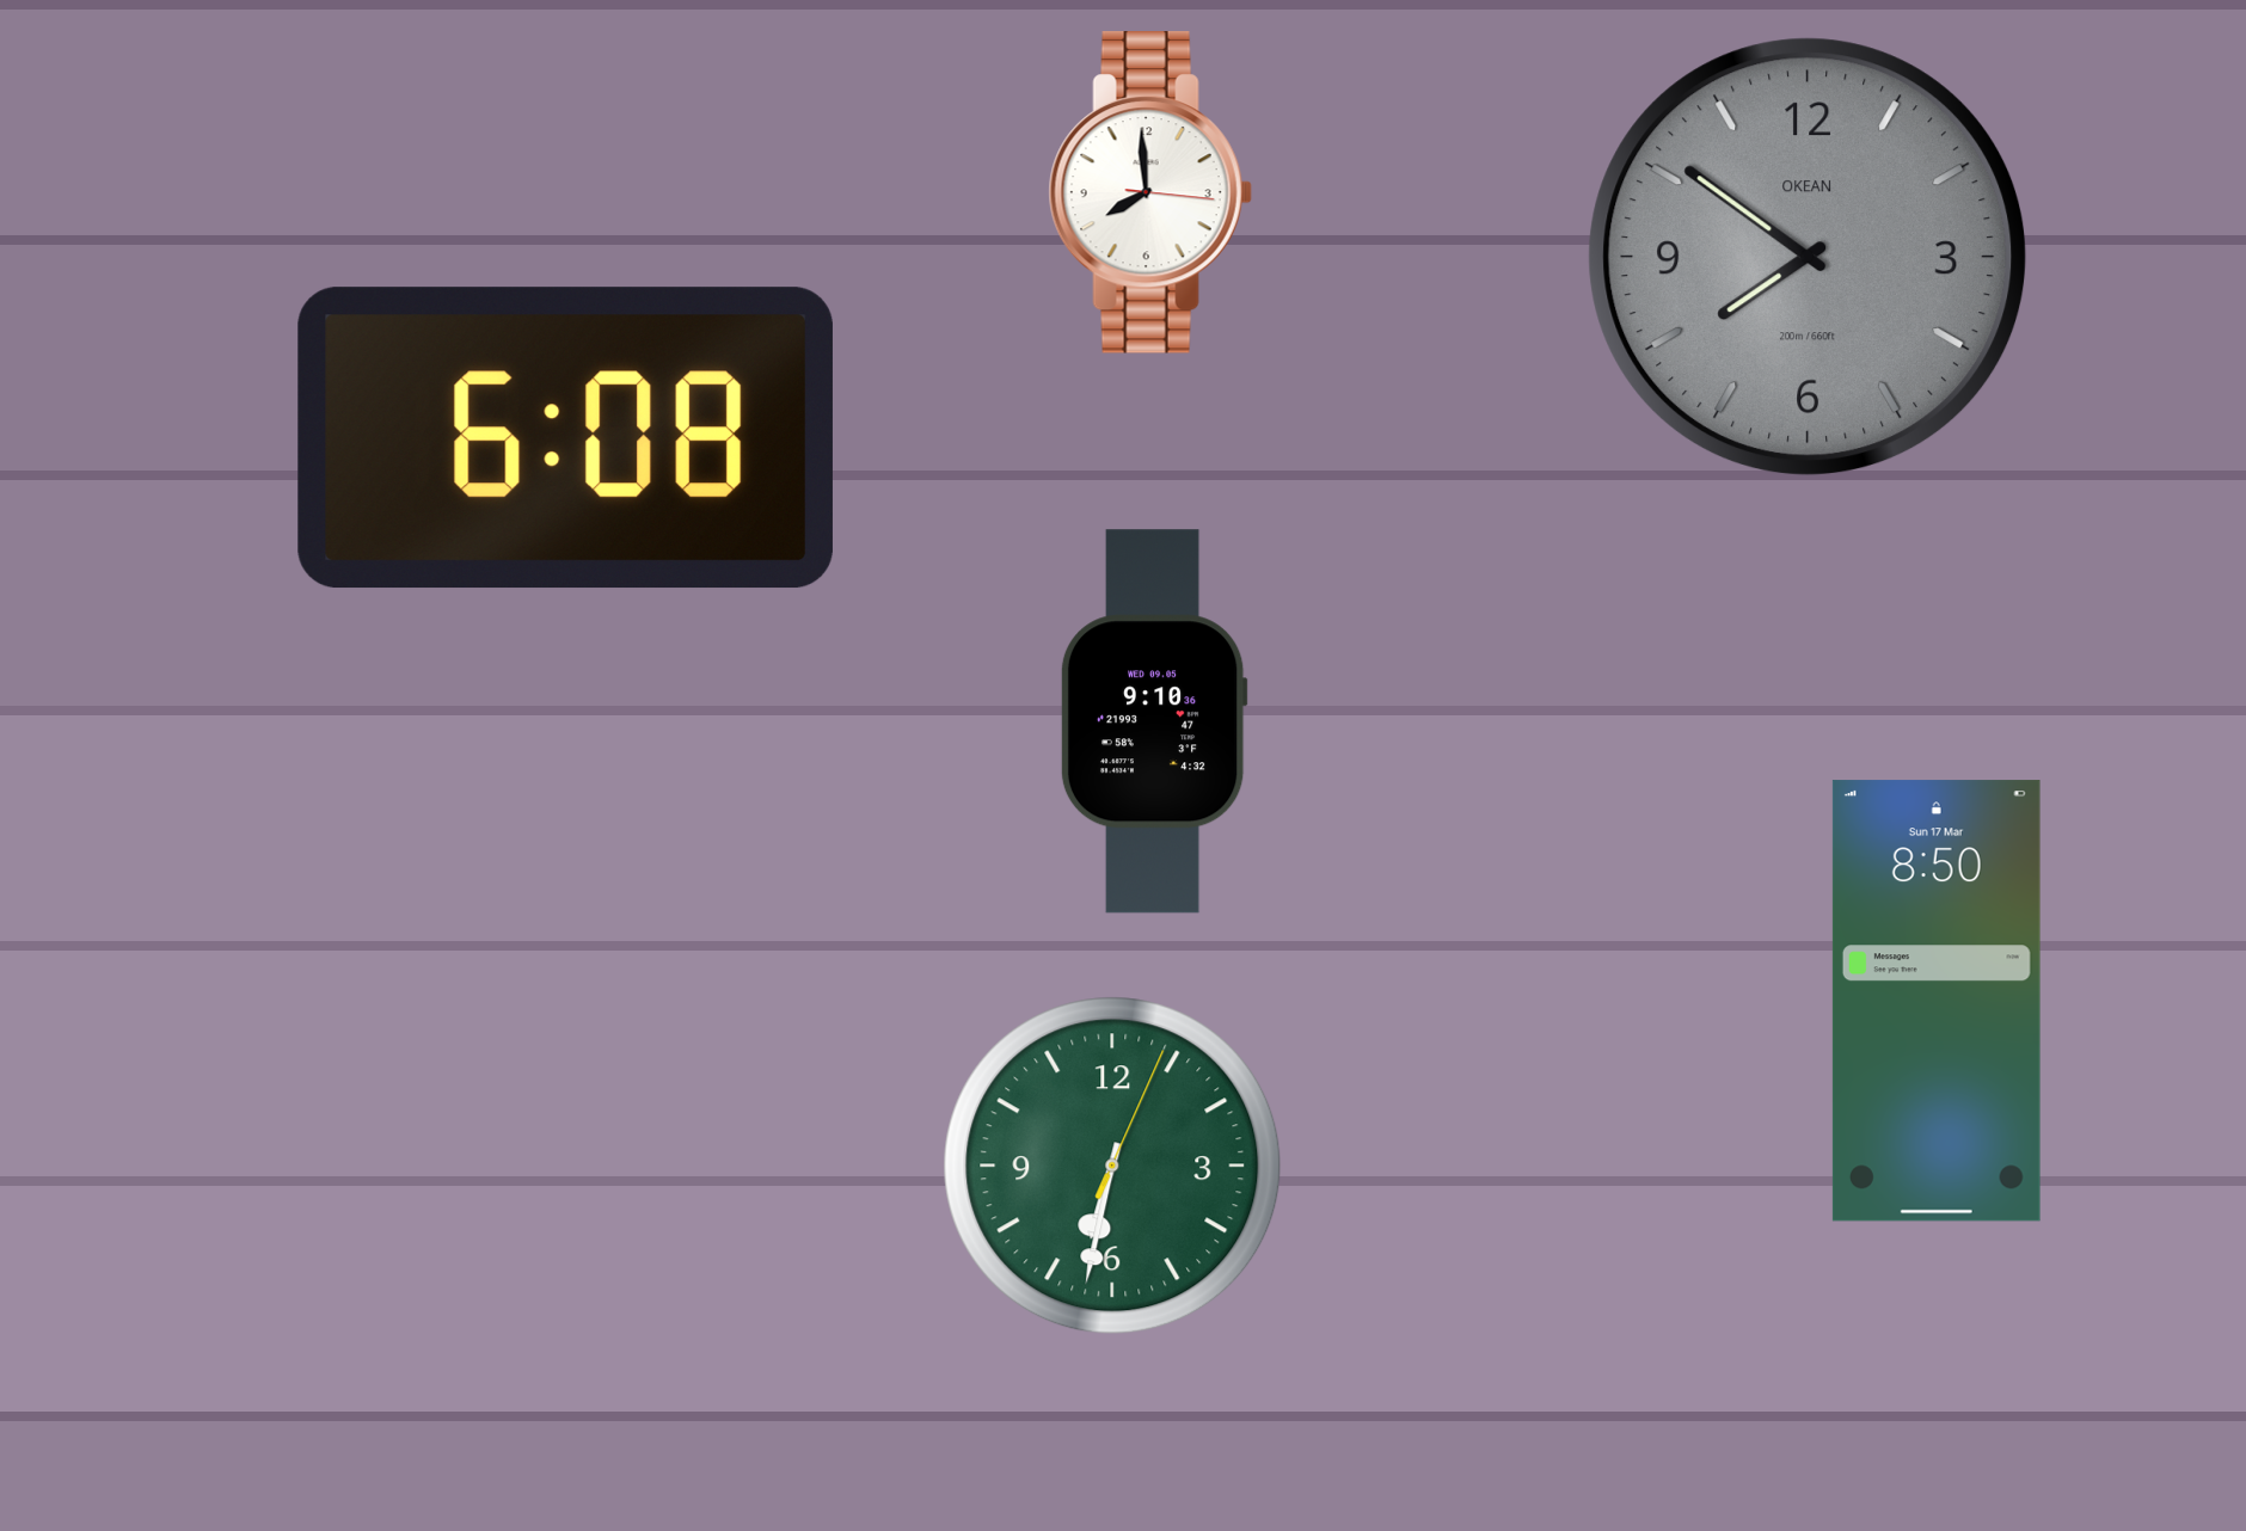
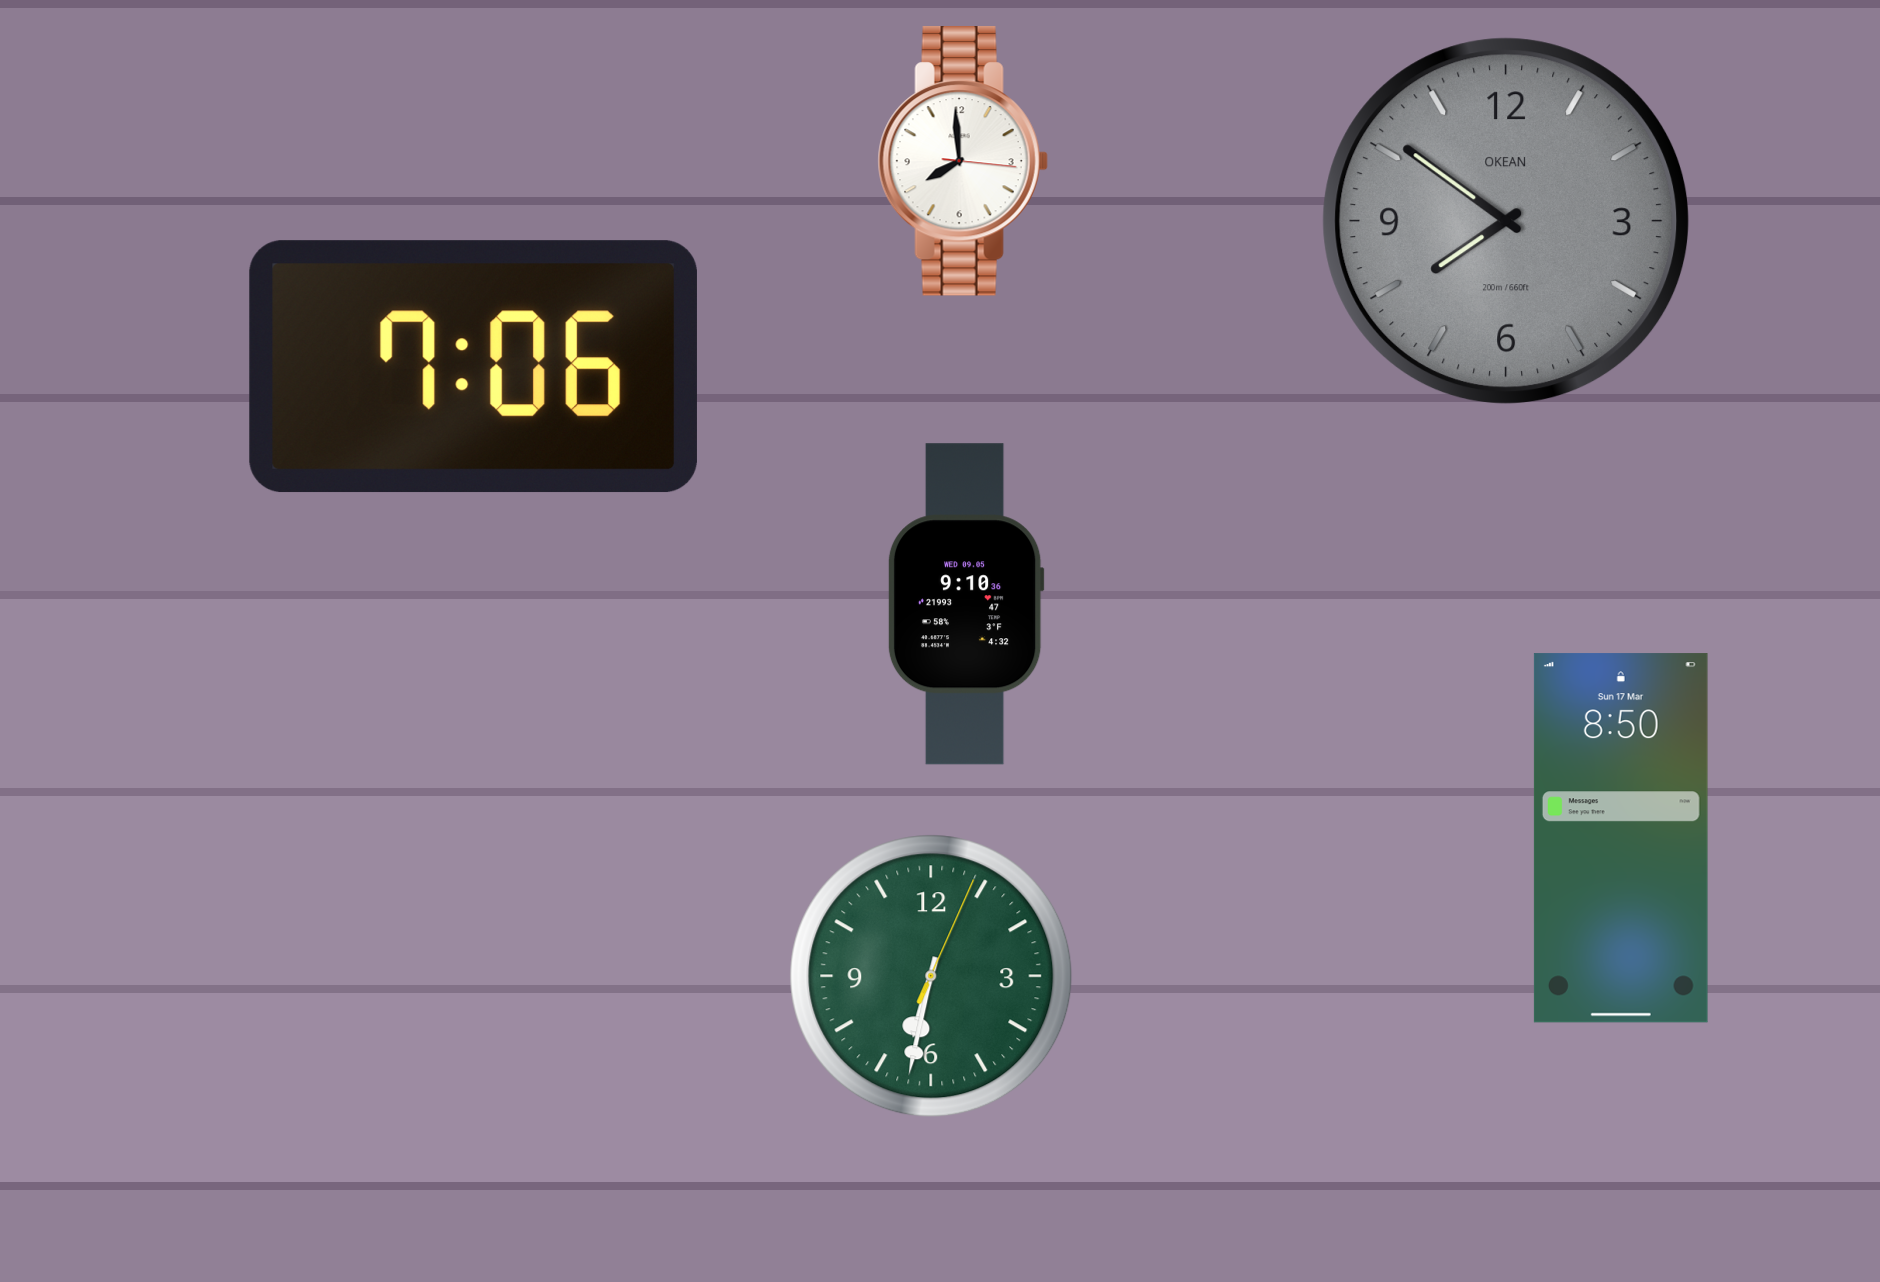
clock at (1808, 257) position: (1808, 257) -> (1506, 221)
clock at (565, 438): 6:08 -> 7:06
